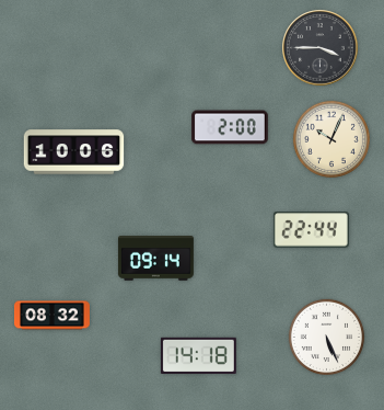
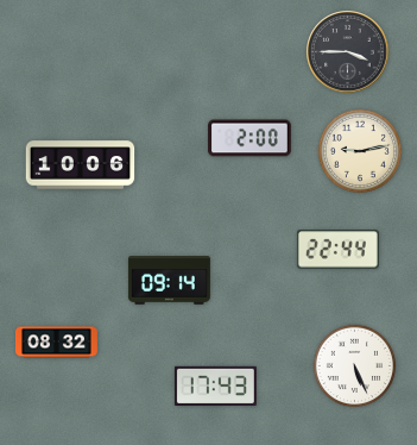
clock at (330, 138): 10:04 -> 9:13
clock at (198, 355): 14:18 -> 17:43
